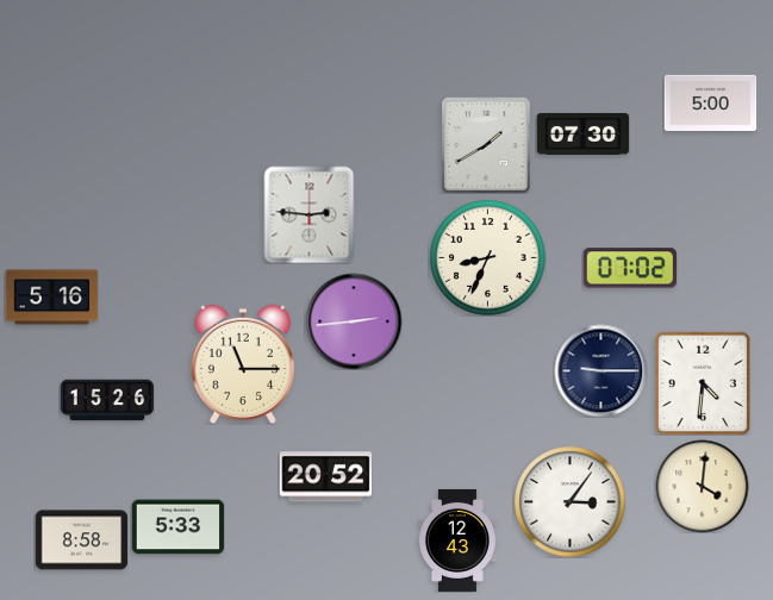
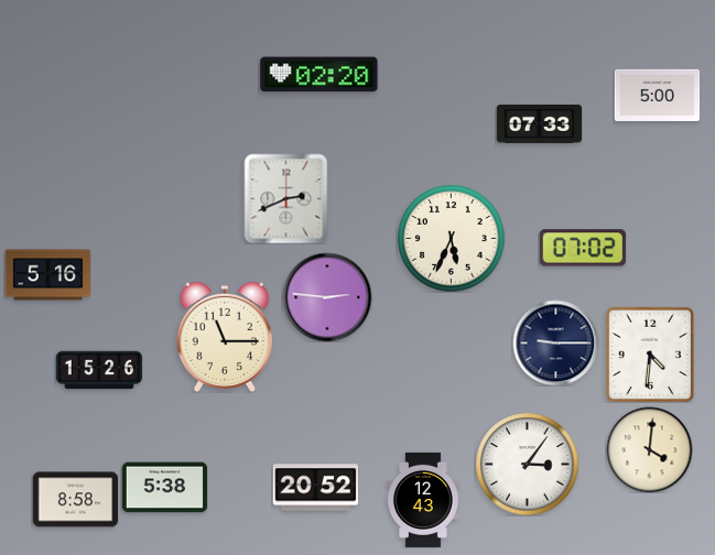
clock at (319, 75): none -> 02:20
clock at (582, 133): 07:30 -> 07:33
clock at (486, 145): 1:40 -> none
clock at (310, 214): 2:46 -> 2:41
clock at (488, 258): 8:34 -> 5:34
clock at (354, 321): 2:44 -> 2:46
clock at (325, 477) position: (325, 477) -> (315, 488)
clock at (177, 527): 5:33 -> 5:38
